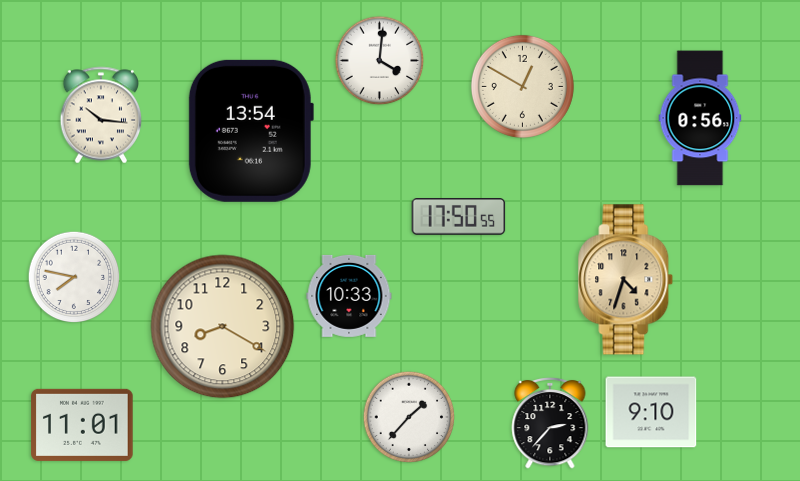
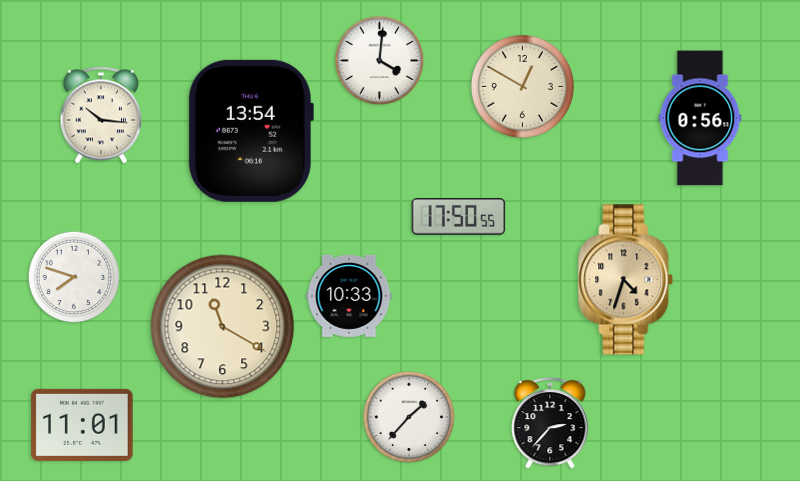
clock at (74, 277): 7:47 -> 7:48
clock at (223, 327): 8:20 -> 11:20
clock at (651, 412): 9:10 -> none
